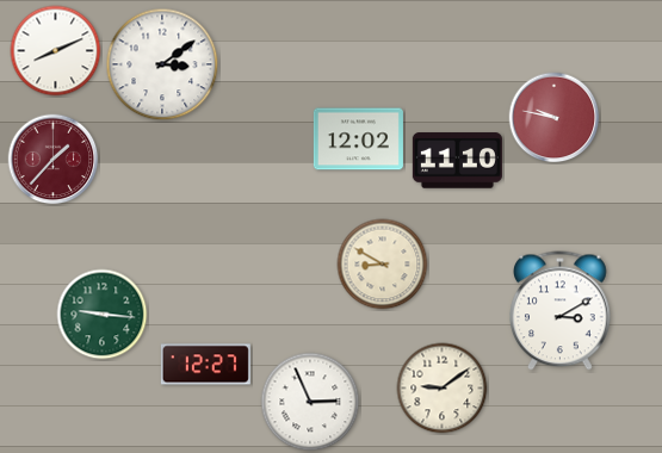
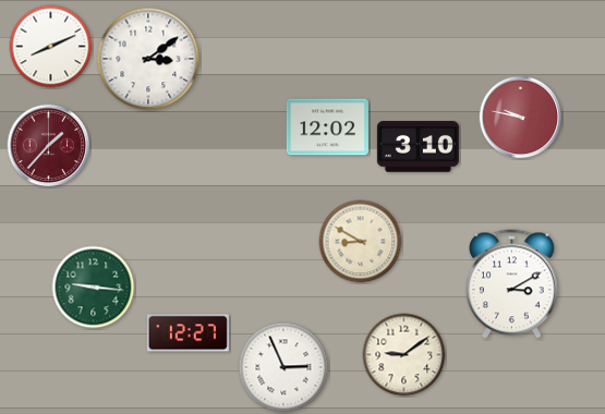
clock at (555, 118) position: (555, 118) -> (521, 118)
clock at (457, 161): 11:10 -> 3:10
clock at (383, 265) position: (383, 265) -> (361, 242)
